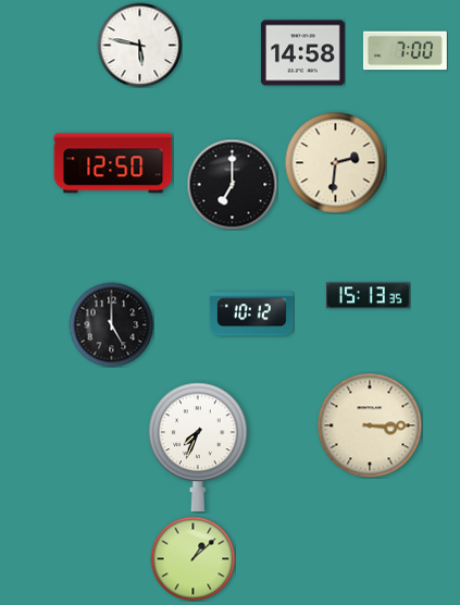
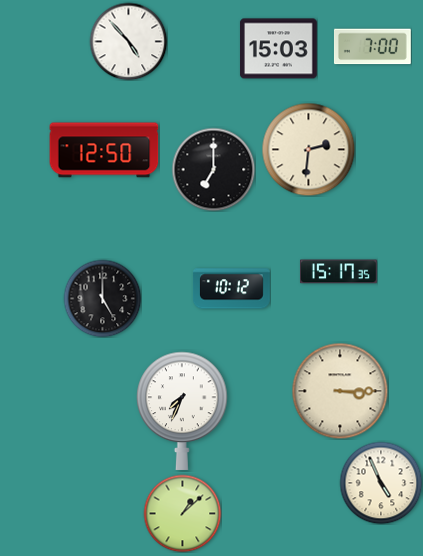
clock at (139, 45): 5:47 -> 4:53
clock at (302, 53): 14:58 -> 15:03
clock at (368, 296): 15:13 -> 15:17
clock at (381, 483): none -> 4:56
clock at (192, 558) position: (192, 558) -> (182, 513)
